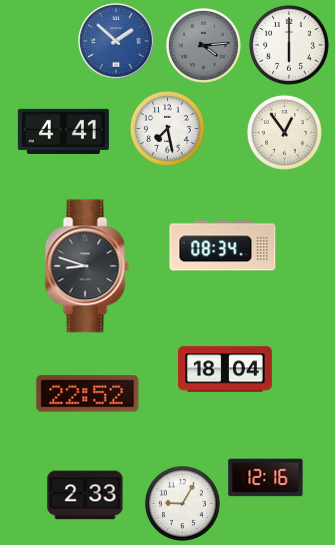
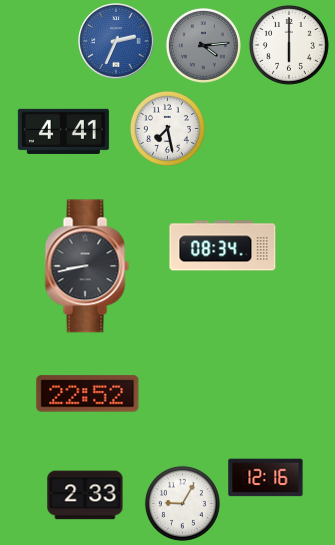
clock at (116, 41): 1:52 -> 2:34
clock at (284, 132): 12:54 -> none
clock at (87, 266): 8:48 -> 8:43
clock at (226, 369): 18:04 -> none
